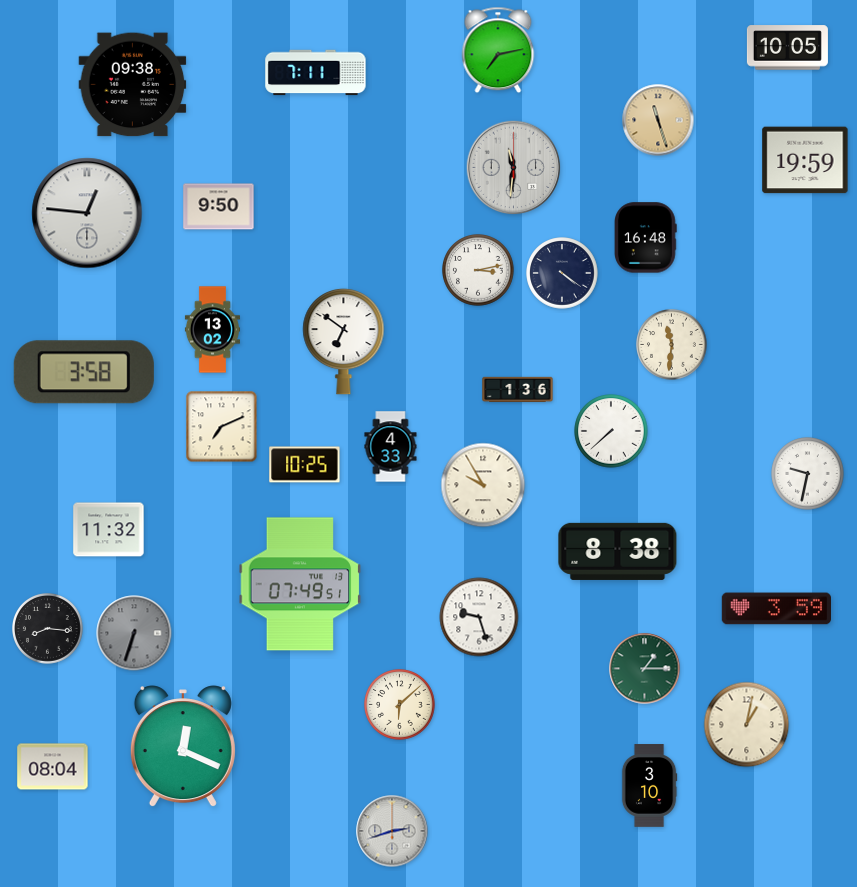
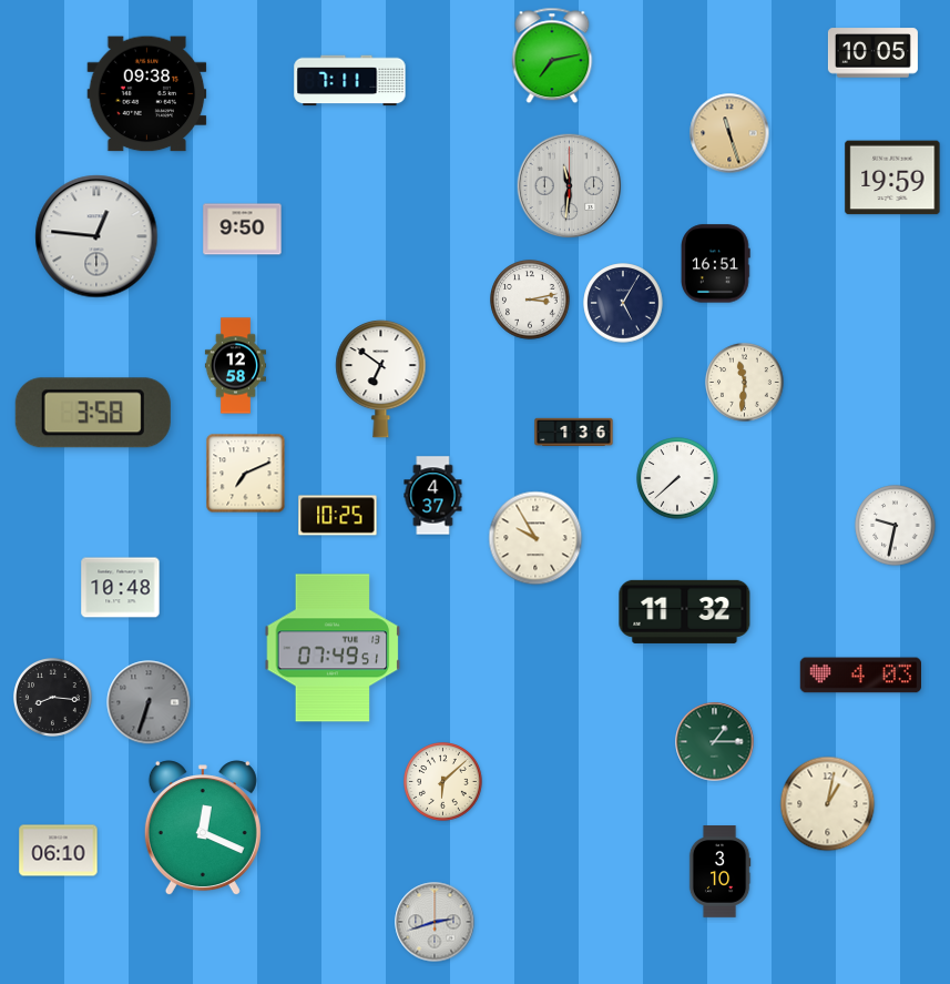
clock at (646, 238): 16:48 -> 16:51
clock at (562, 273): 4:21 -> 5:05
clock at (212, 330): 13:02 -> 12:58
clock at (391, 447): 4:33 -> 4:37
clock at (109, 530): 11:32 -> 10:48
clock at (618, 551): 8:38 -> 11:32
clock at (776, 609): 3:59 -> 4:03
clock at (479, 617): 9:27 -> none
clock at (53, 767): 08:04 -> 06:10
